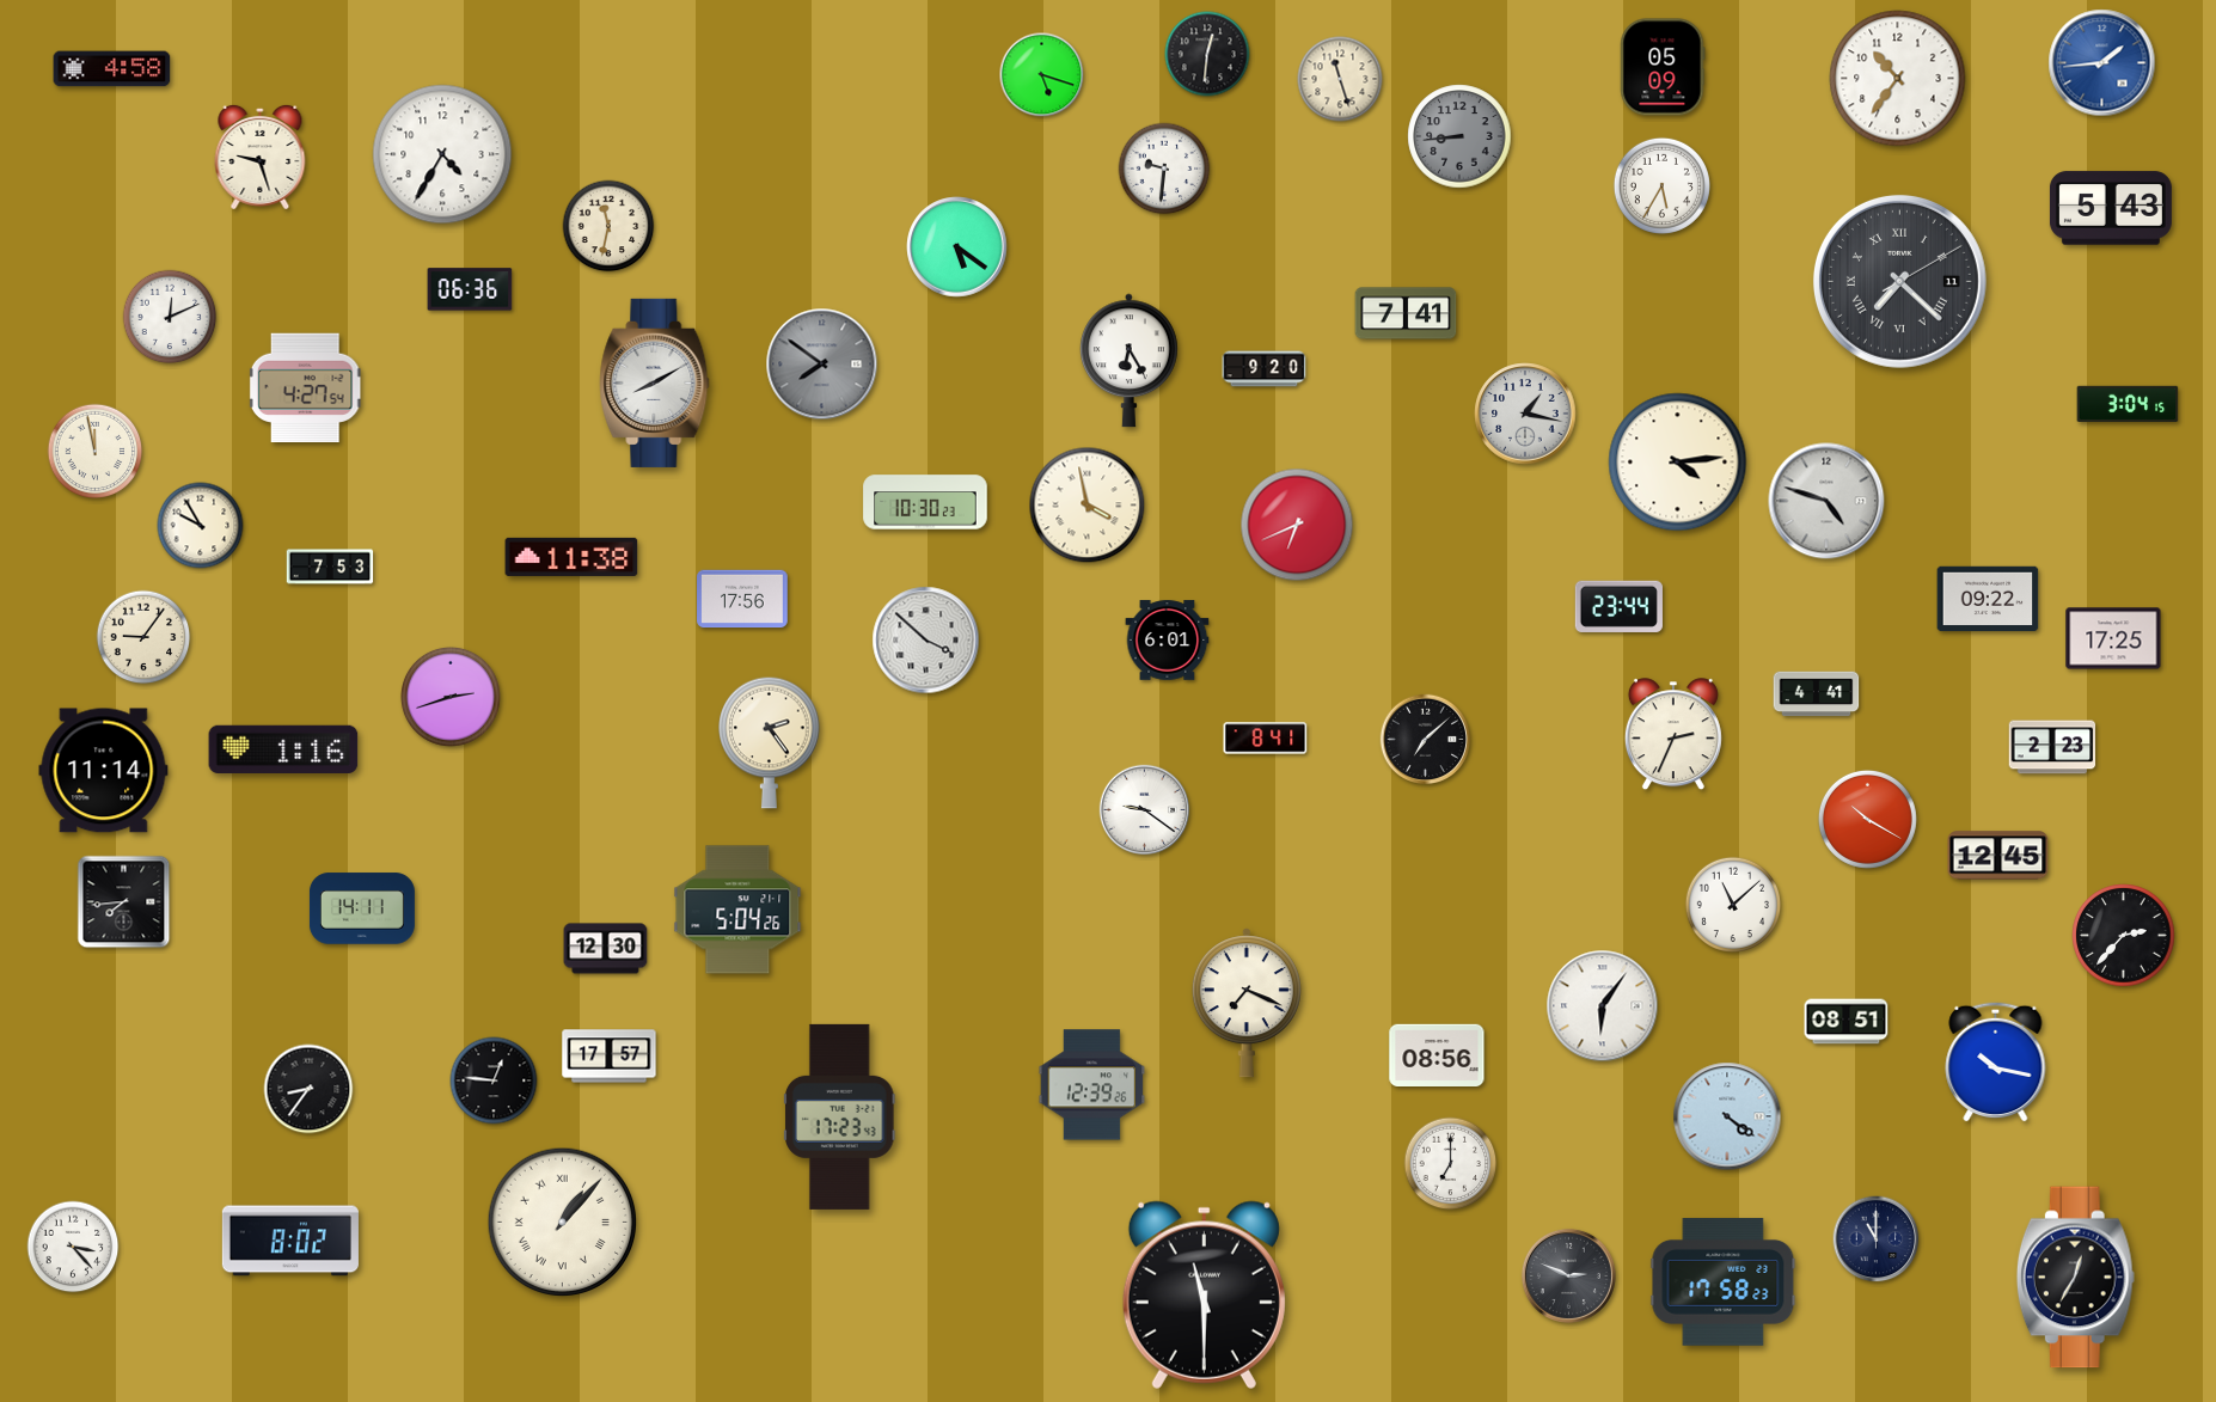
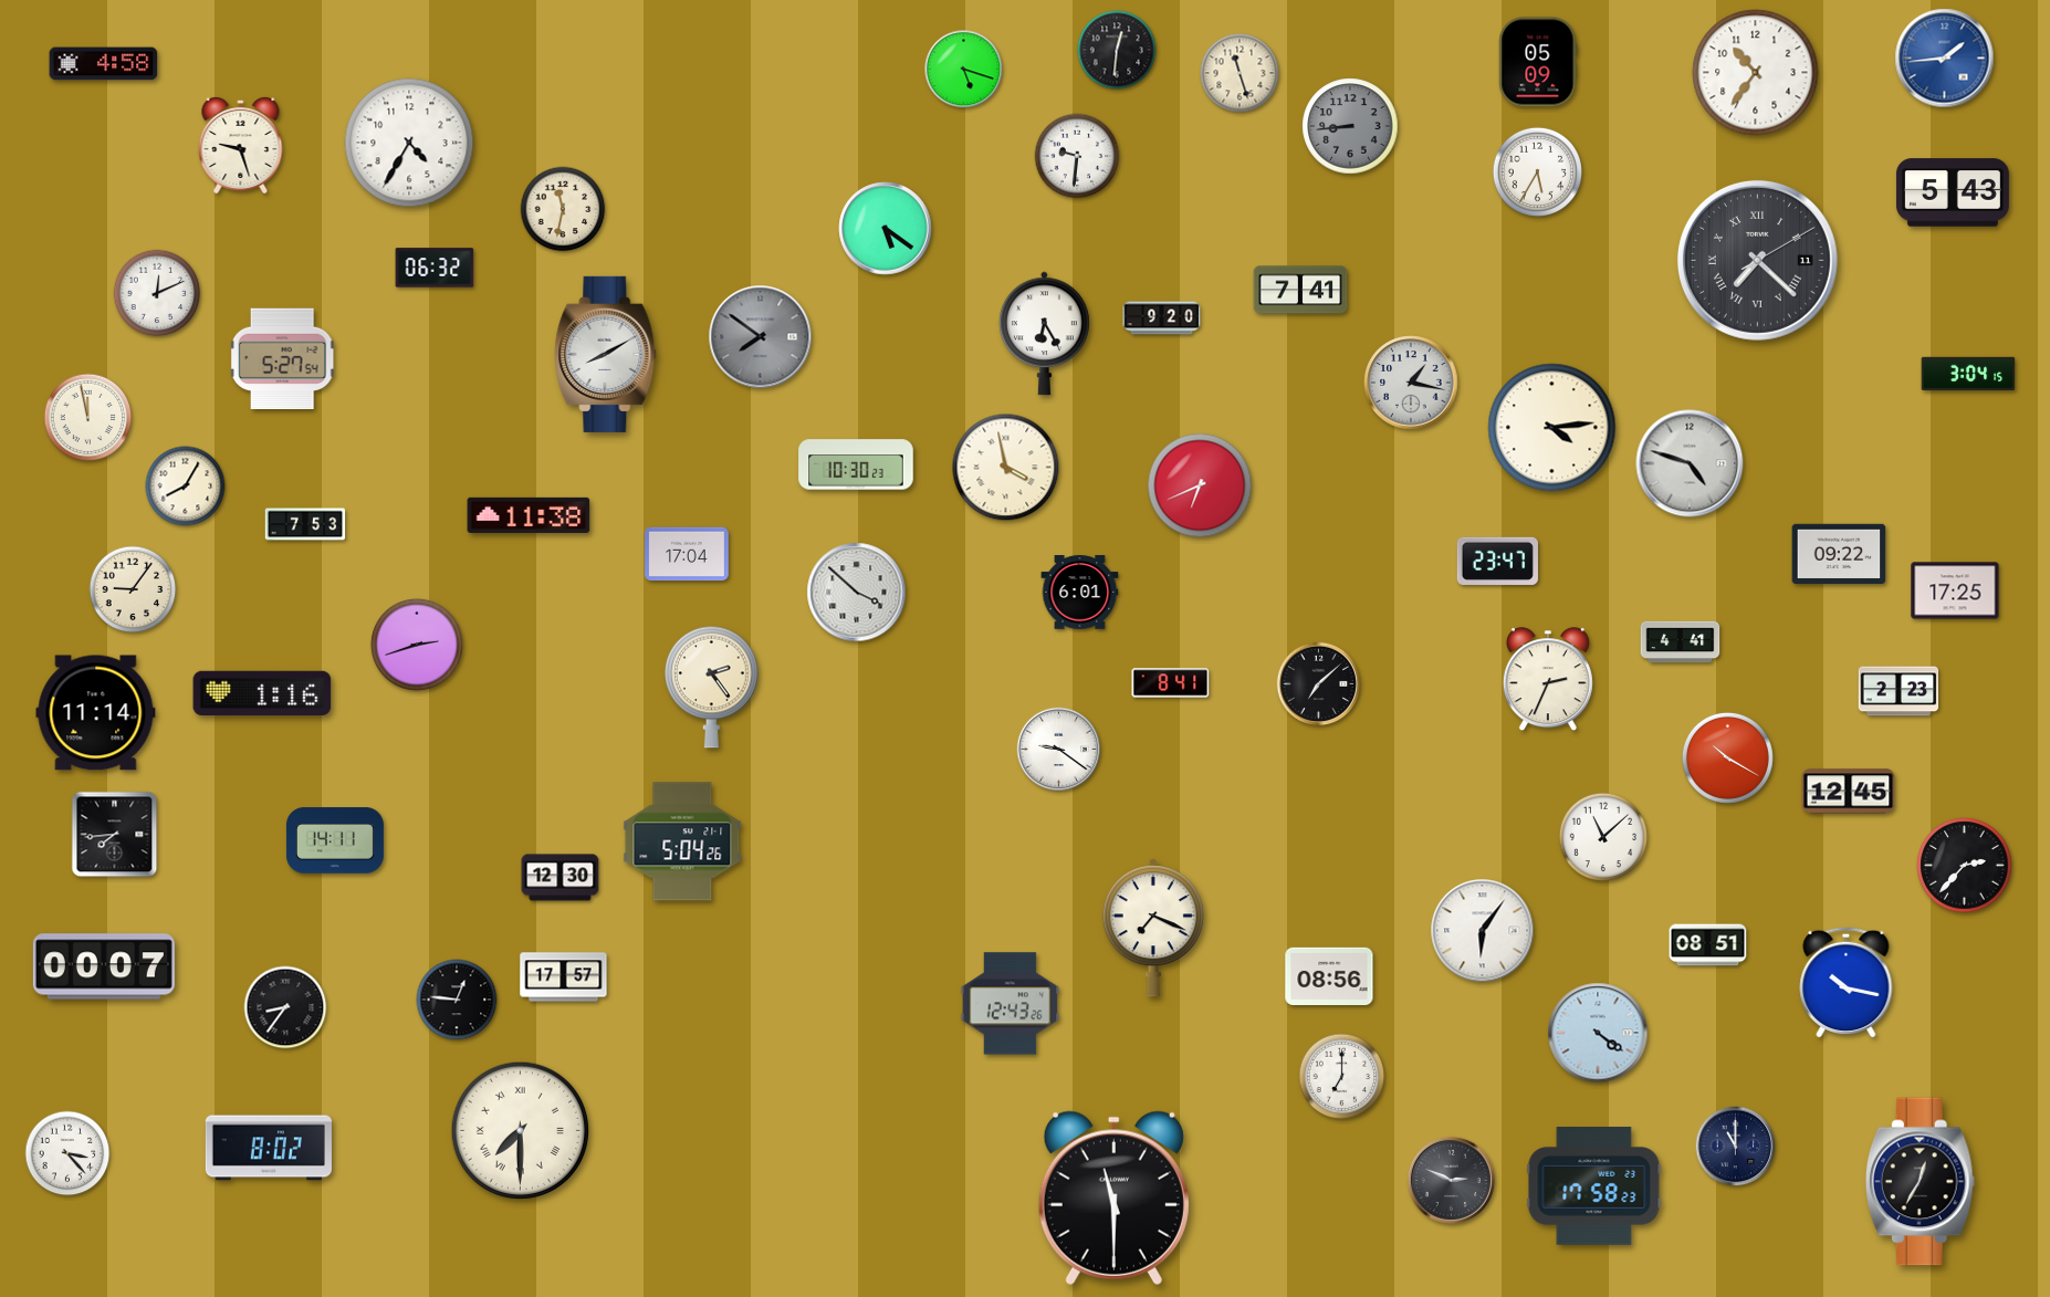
clock at (470, 289): 06:36 -> 06:32
clock at (1265, 369) position: (1265, 369) -> (1162, 318)
clock at (305, 387): 4:27 -> 5:27
clock at (201, 526): 9:55 -> 8:05
clock at (742, 599): 17:56 -> 17:04
clock at (1618, 606): 23:44 -> 23:47
clock at (104, 966): none -> 00:07
clock at (1092, 1085): 12:39 -> 12:43
clock at (840, 1116): 17:23 -> none
clock at (563, 1223): 1:07 -> 7:30
